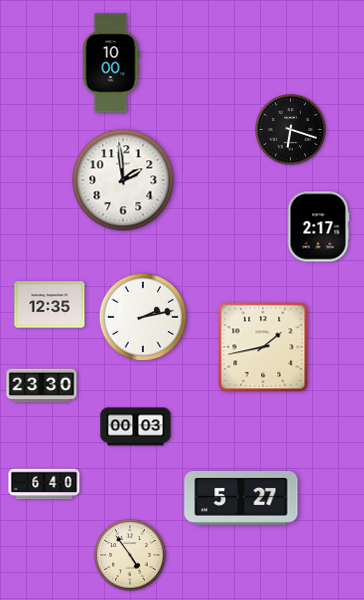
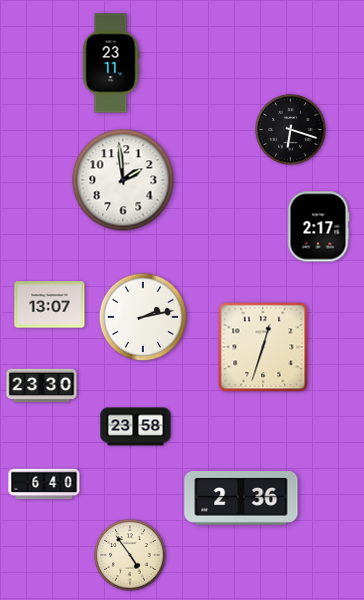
clock at (111, 63): 10:00 -> 23:11
clock at (50, 305): 12:35 -> 13:07
clock at (263, 347): 1:43 -> 12:33
clock at (136, 427): 00:03 -> 23:58
clock at (241, 499): 5:27 -> 2:36
